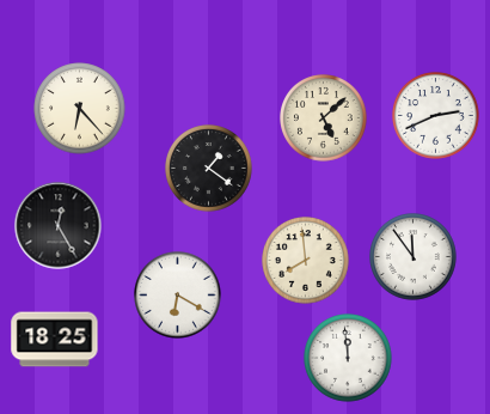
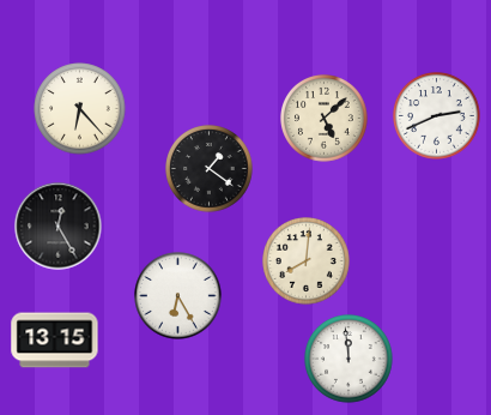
clock at (414, 257): 11:54 -> none
clock at (306, 261): 7:59 -> 8:01
clock at (178, 296): 6:20 -> 6:25
clock at (55, 340): 18:25 -> 13:15
